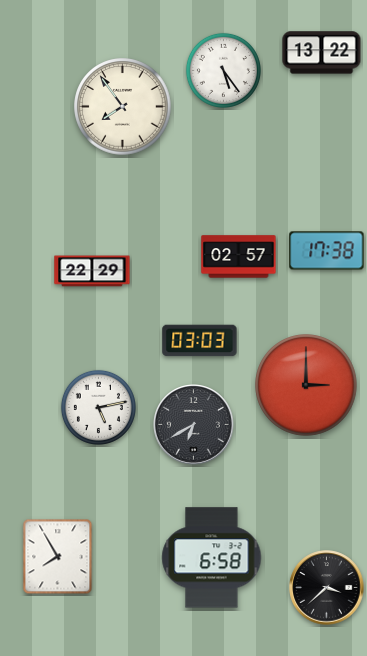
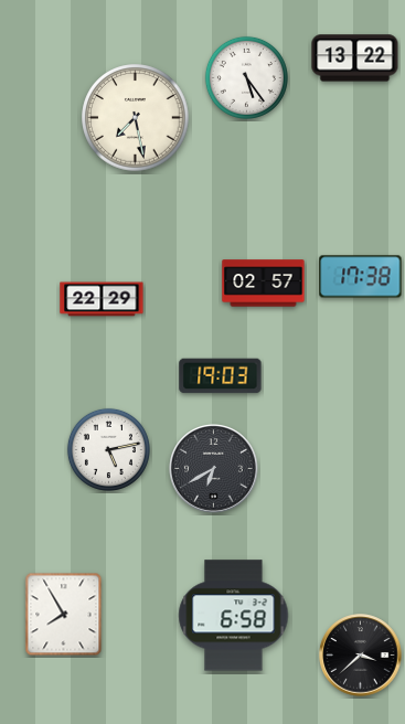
clock at (123, 107): 7:54 -> 7:28
clock at (200, 341): 03:03 -> 19:03
clock at (306, 385): 3:00 -> none
clock at (327, 588) position: (327, 588) -> (361, 656)
